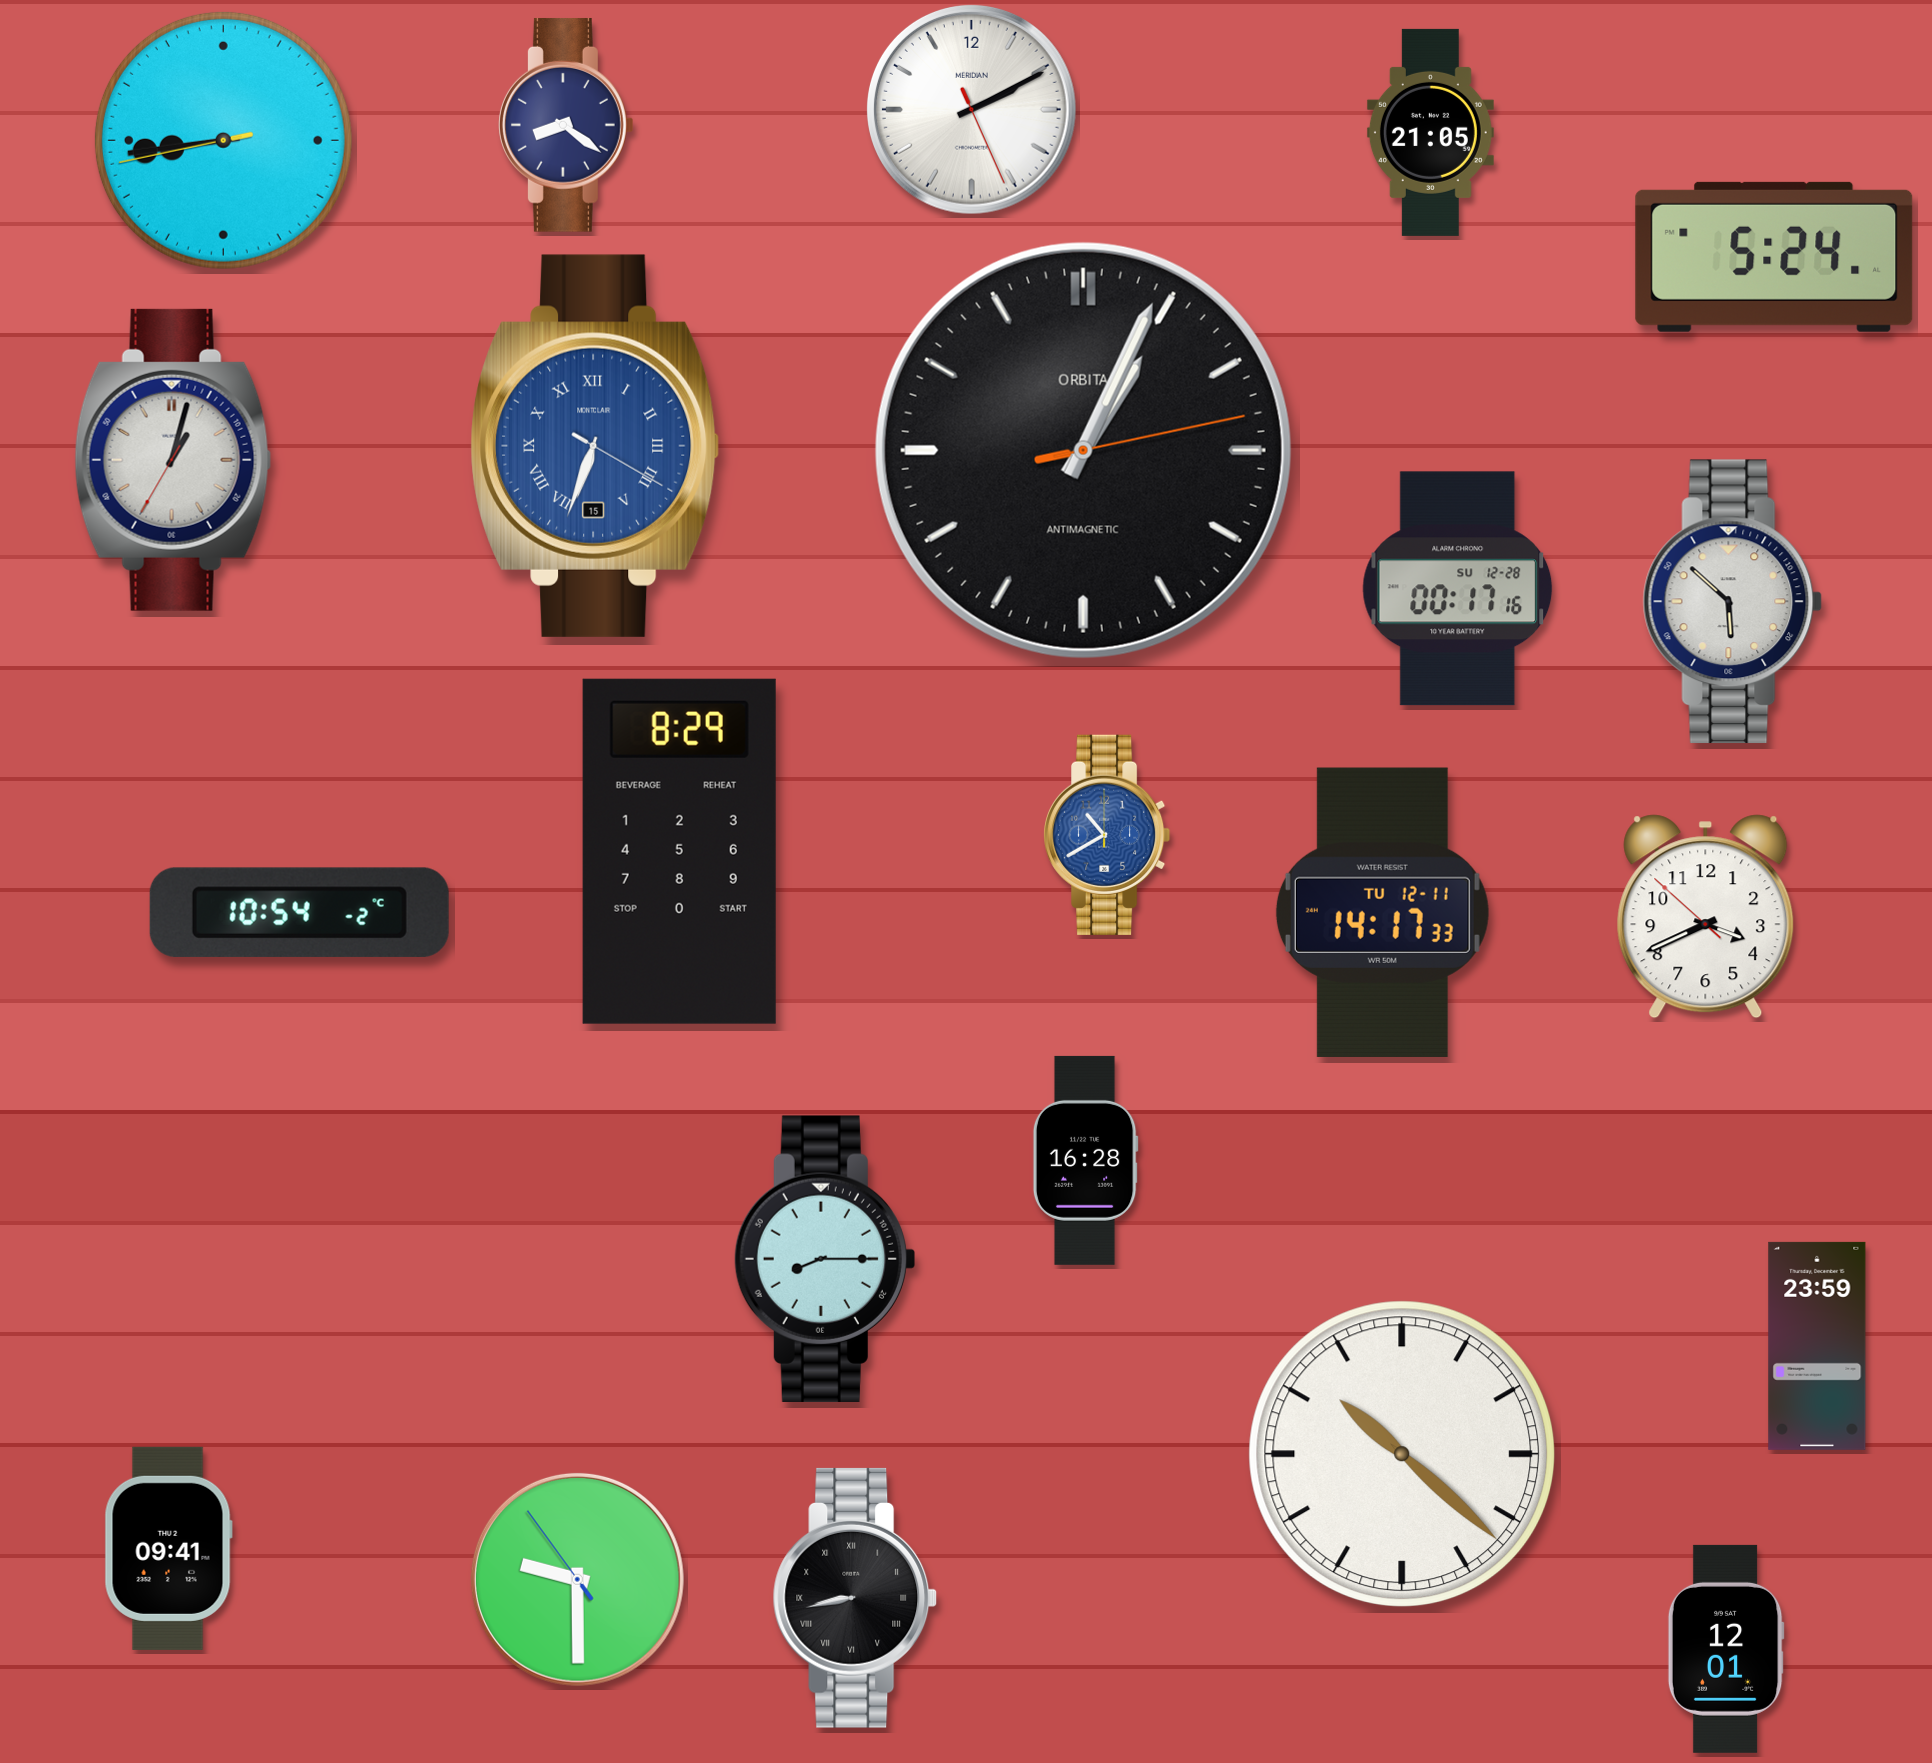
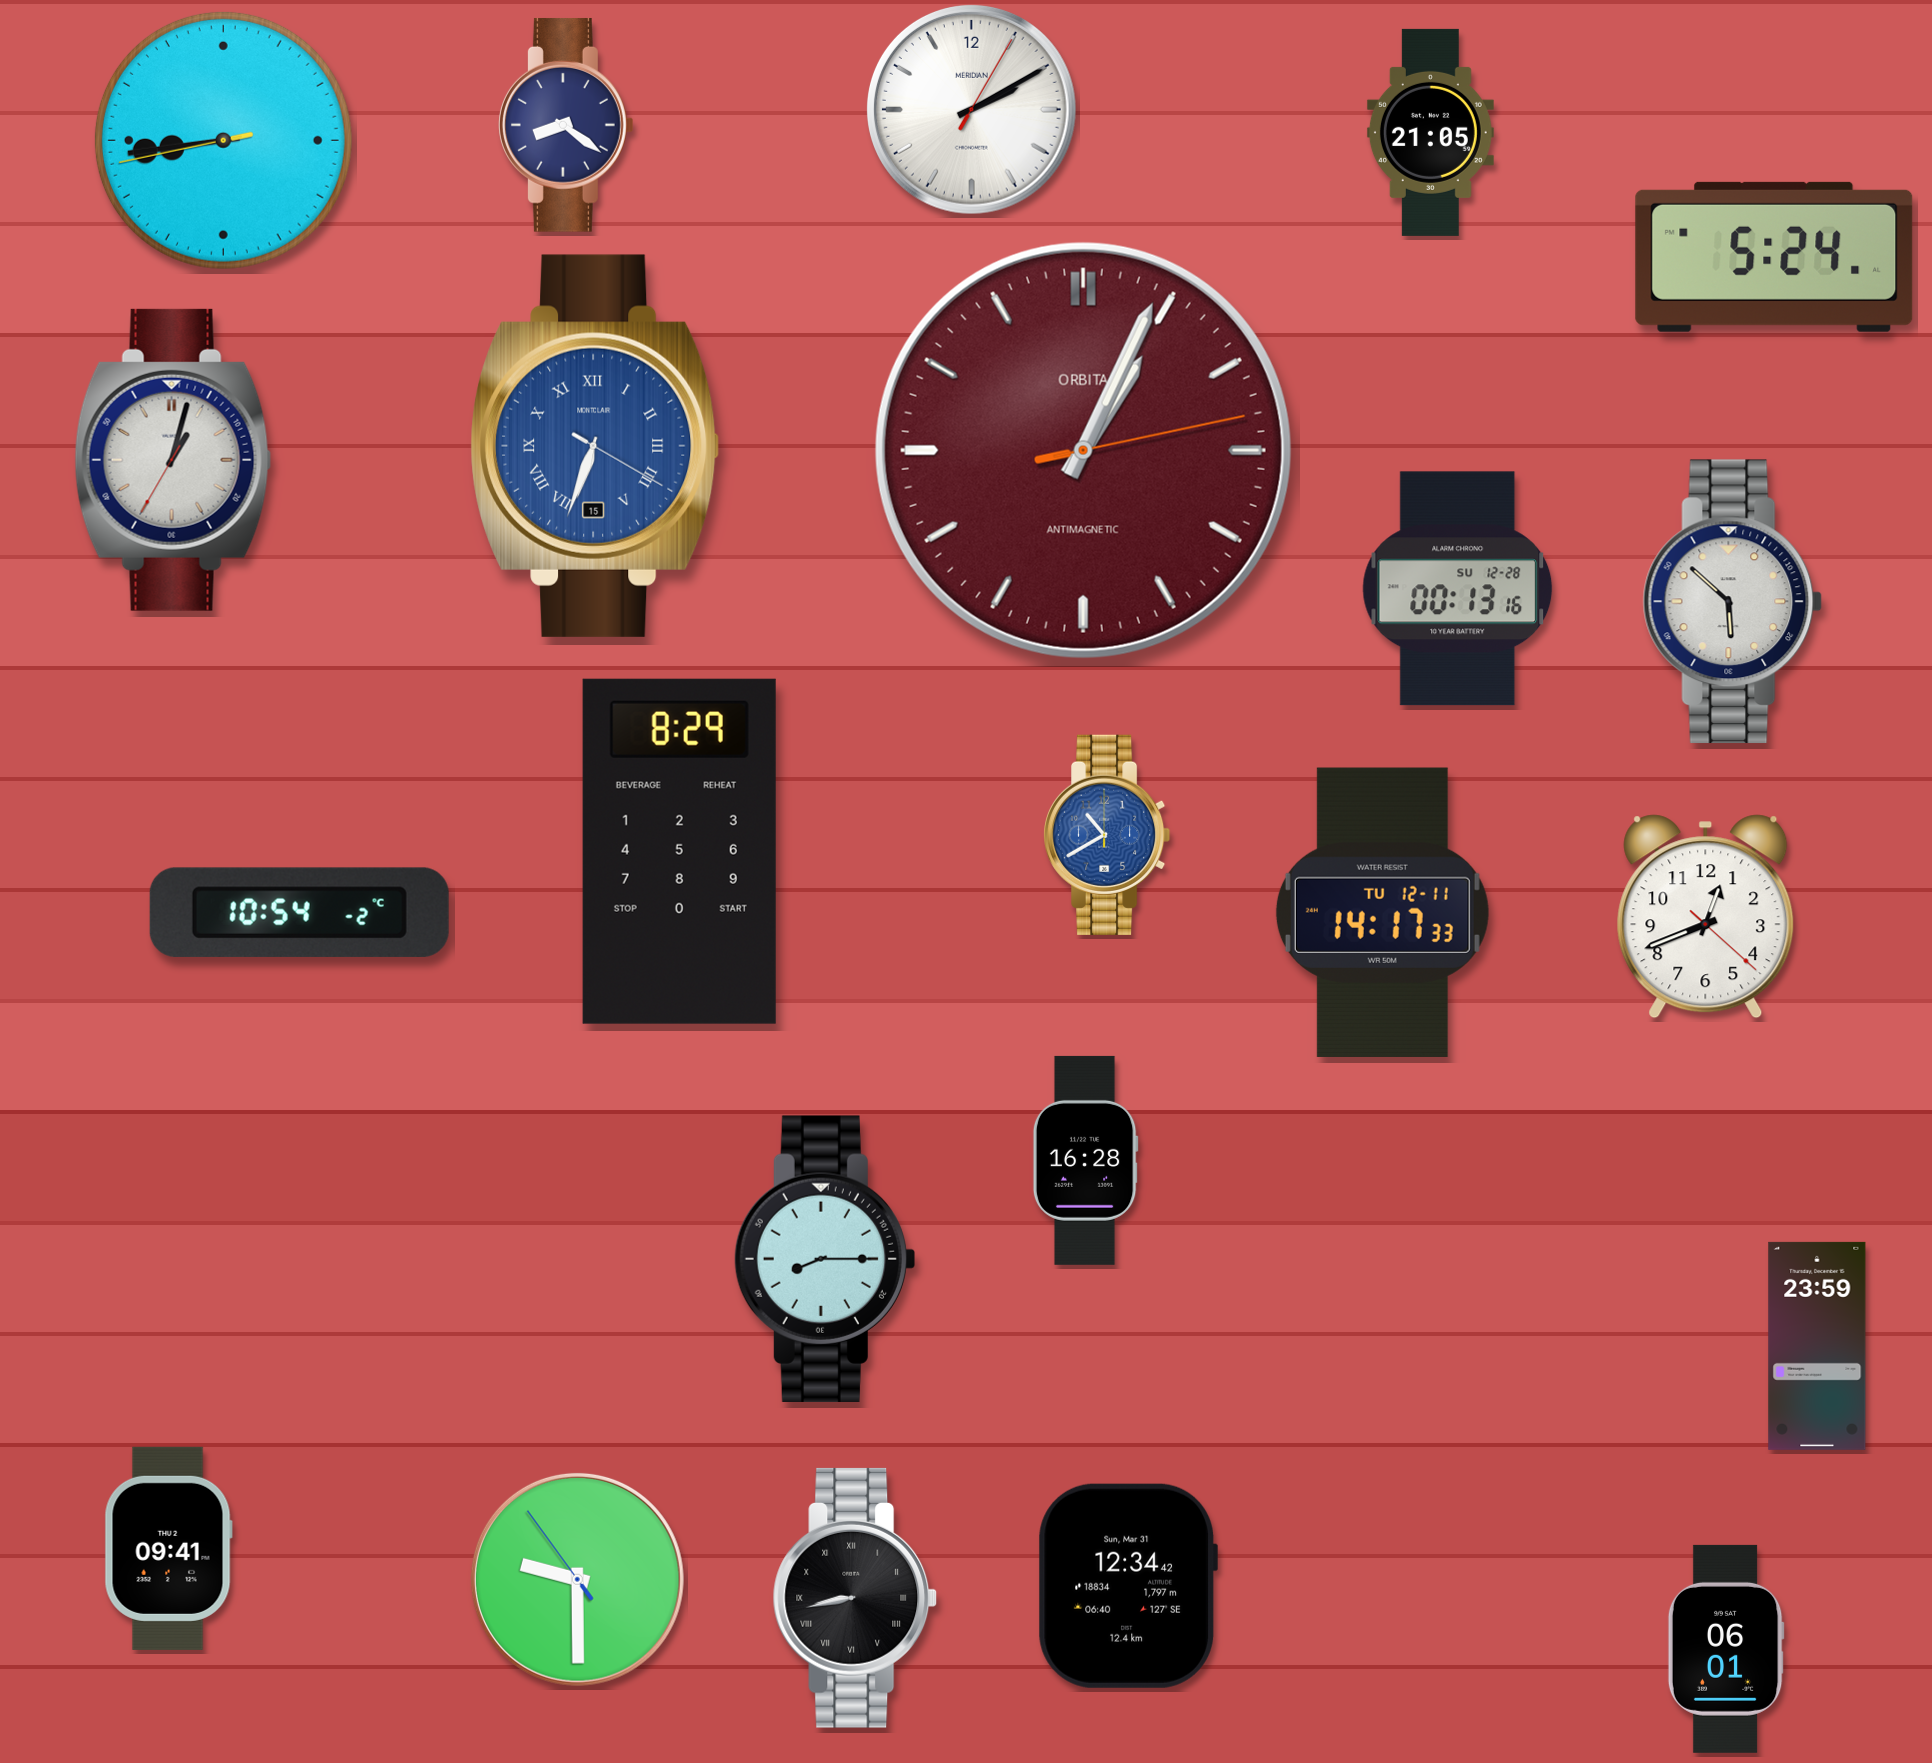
clock at (971, 109): 2:10:26 -> 2:10:05
clock at (1083, 450) dial: black -> burgundy
clock at (1458, 589): 00:17 -> 00:13
clock at (1706, 917): 3:40 -> 12:41
clock at (1402, 1454): 10:22 -> none
clock at (1128, 1586): none -> 12:34
clock at (1726, 1649): 12:01 -> 06:01
